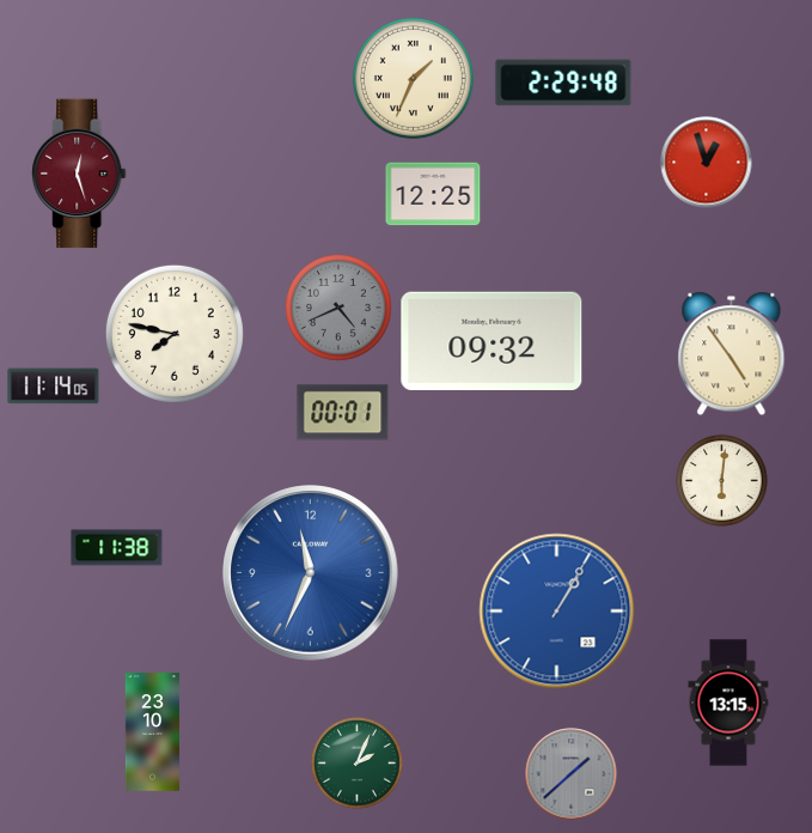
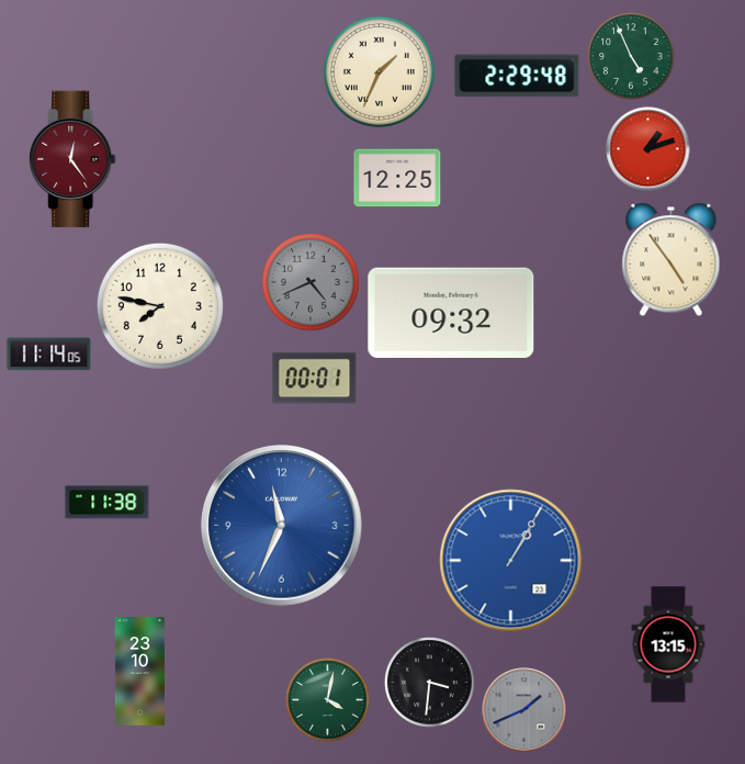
clock at (631, 56): none -> 4:56
clock at (707, 163): 12:57 -> 1:12
clock at (79, 174): 12:27 -> 12:24
clock at (732, 354) position: (732, 354) -> (671, 260)
clock at (722, 481): 6:01 -> none
clock at (311, 573) position: (311, 573) -> (282, 526)
clock at (430, 683): none -> 3:31
clock at (358, 764): 2:04 -> 4:02
clock at (572, 774): 1:38 -> 1:41
